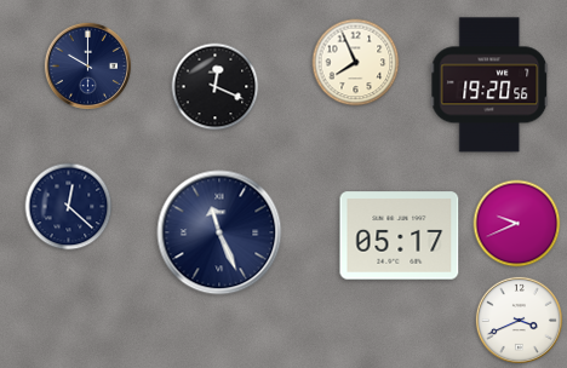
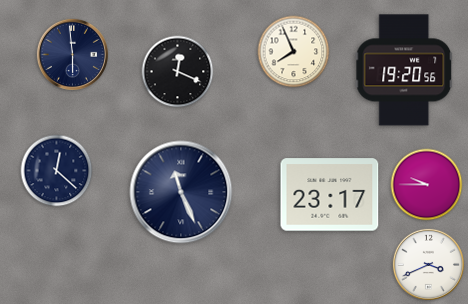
clock at (87, 65): 10:00 -> 5:59
clock at (517, 224): 9:41 -> 9:45
clock at (400, 236): 05:17 -> 23:17
